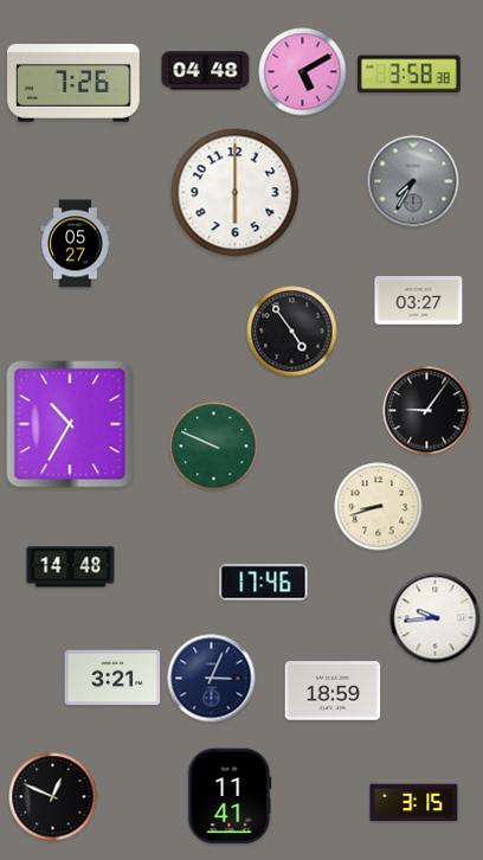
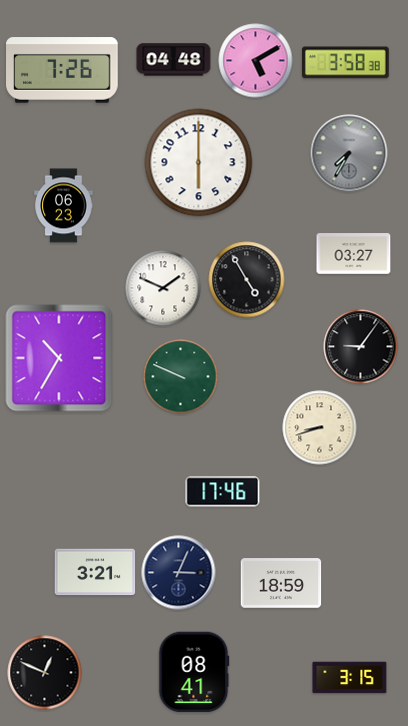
clock at (76, 244): 05:27 -> 06:23
clock at (292, 332): 4:54 -> 4:55
clock at (163, 288): none -> 1:49
clock at (71, 567): 14:48 -> none
clock at (436, 618): 9:44 -> none
clock at (230, 796): 11:41 -> 08:41
